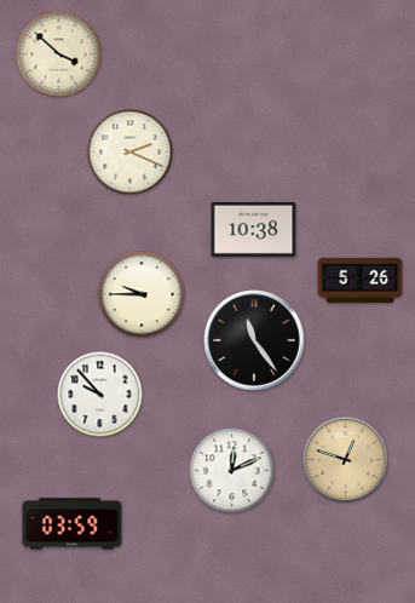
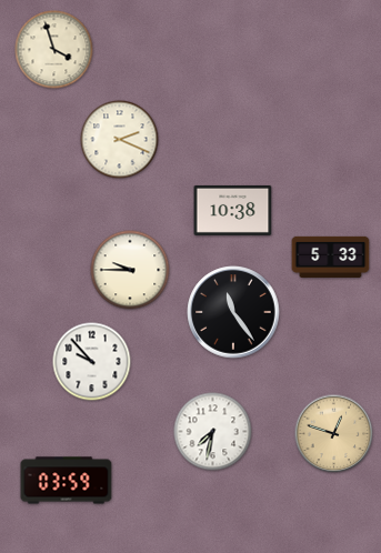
clock at (59, 54): 3:52 -> 3:57
clock at (361, 280): 5:26 -> 5:33
clock at (346, 460) position: (346, 460) -> (334, 434)
clock at (232, 471): 12:11 -> 7:32
